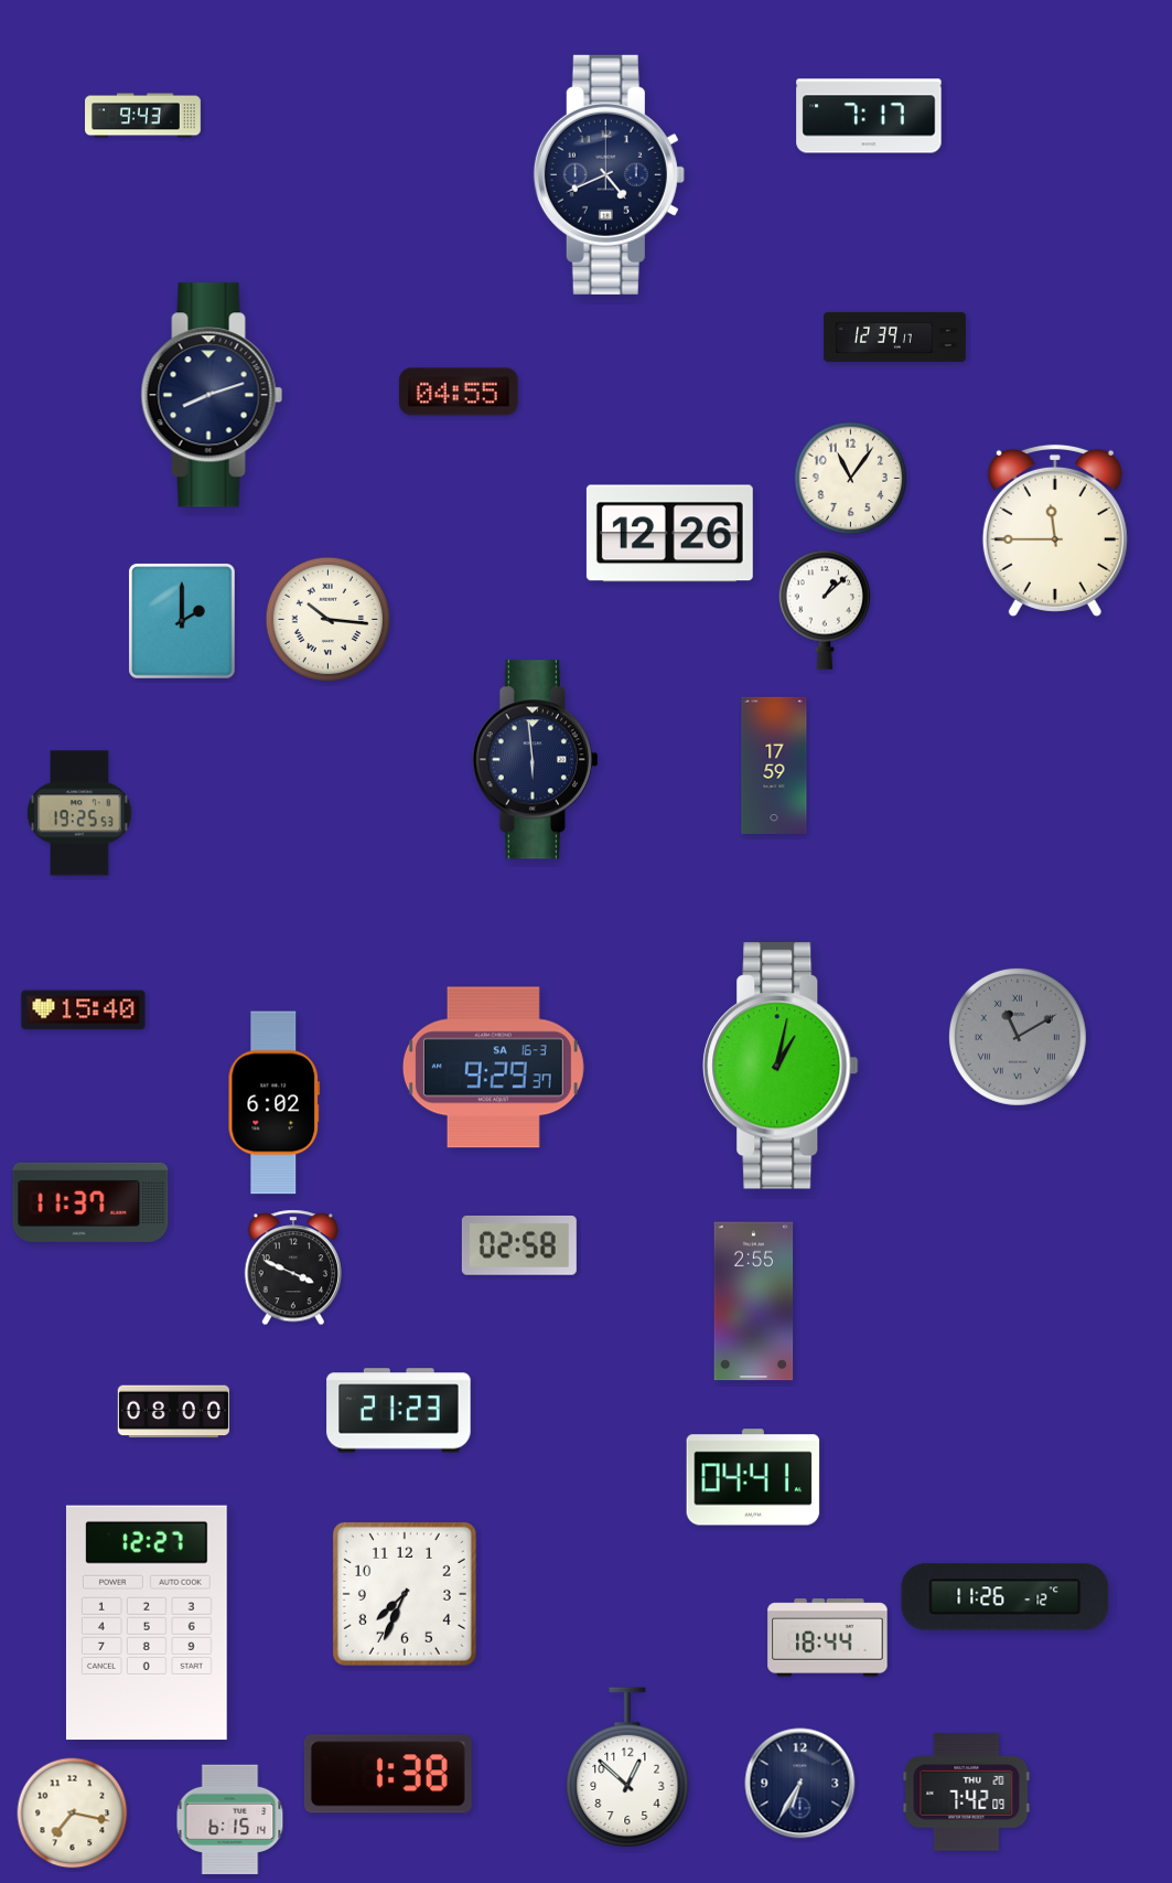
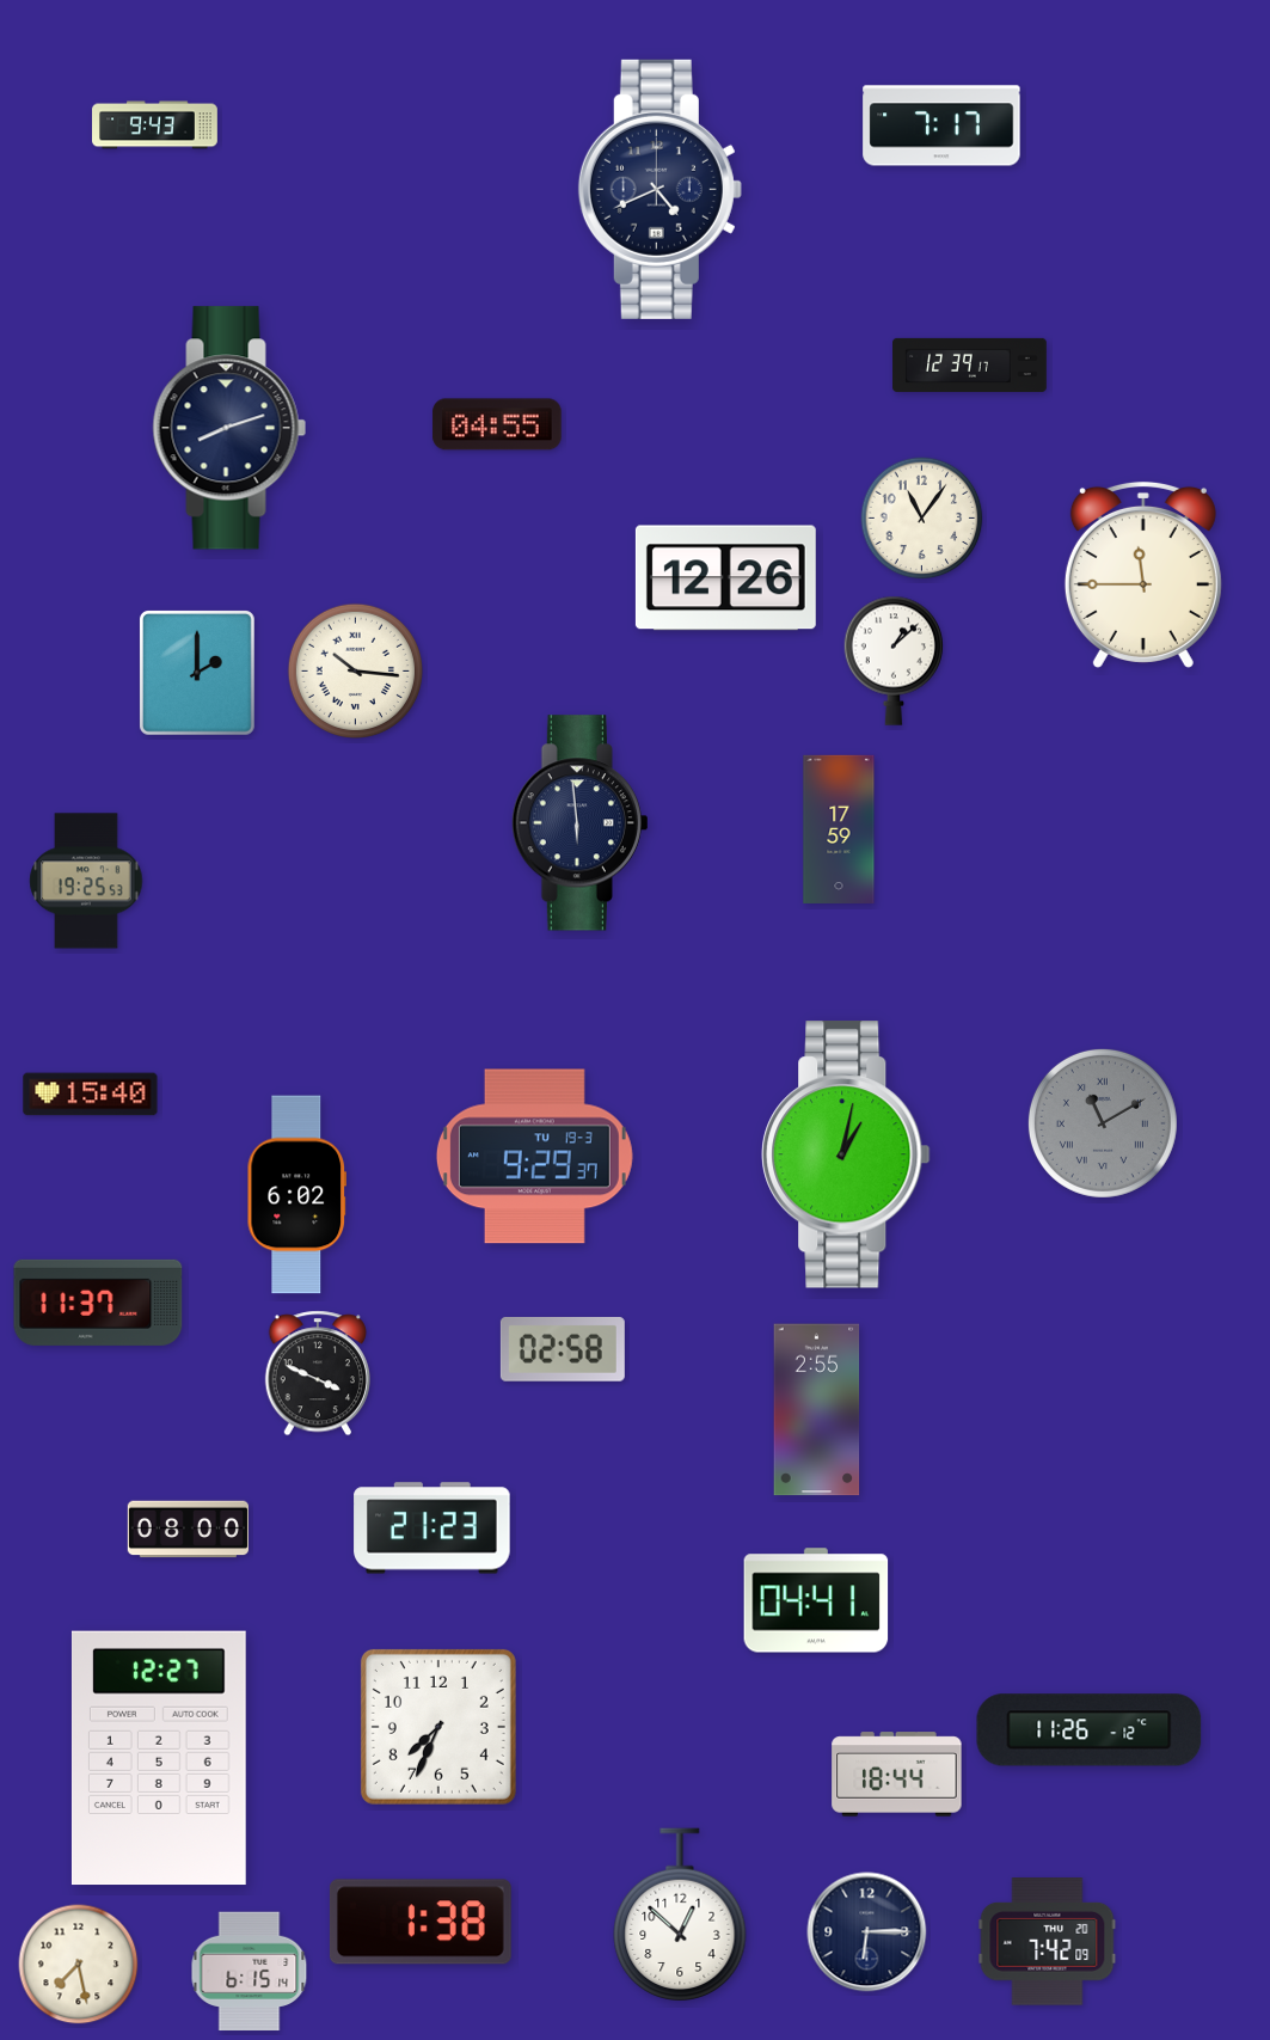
clock at (493, 1068) date: SA 16-3 -> TU 19-3
clock at (800, 1784): 6:35 -> 6:15
clock at (73, 1814): 7:17 -> 7:28
